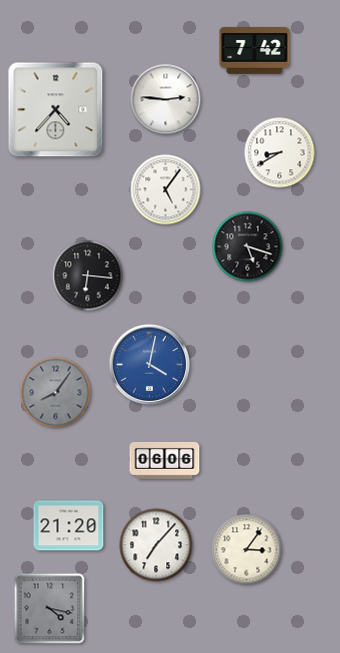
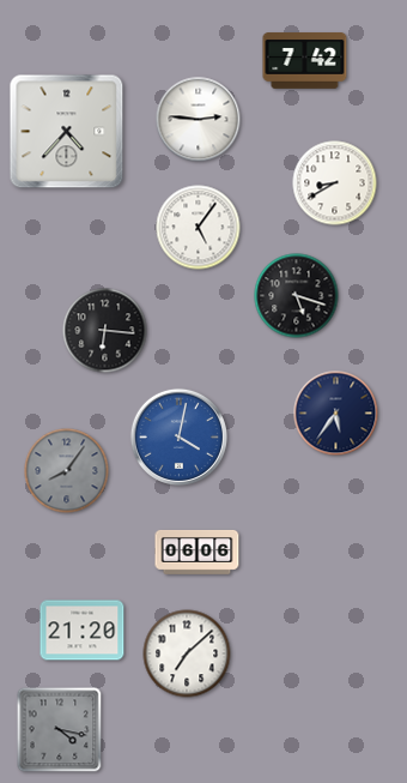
clock at (336, 414): none -> 5:36
clock at (156, 545): 7:07 -> 7:08
clock at (247, 550): 3:06 -> none
